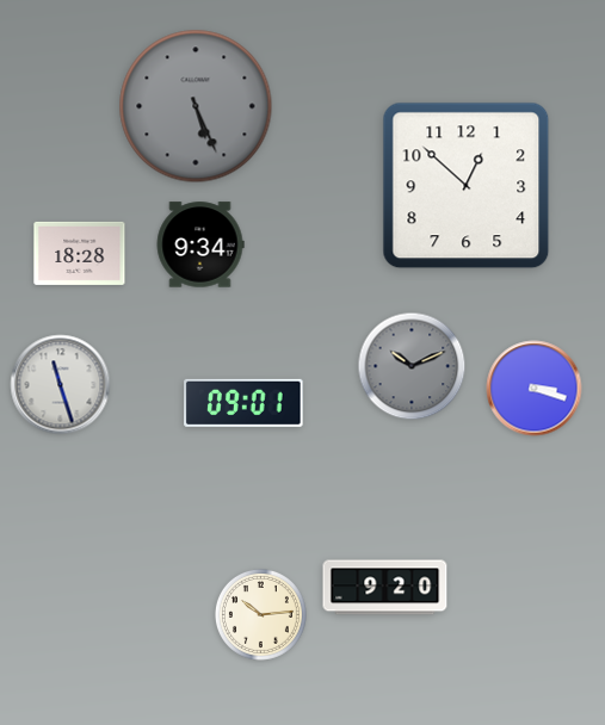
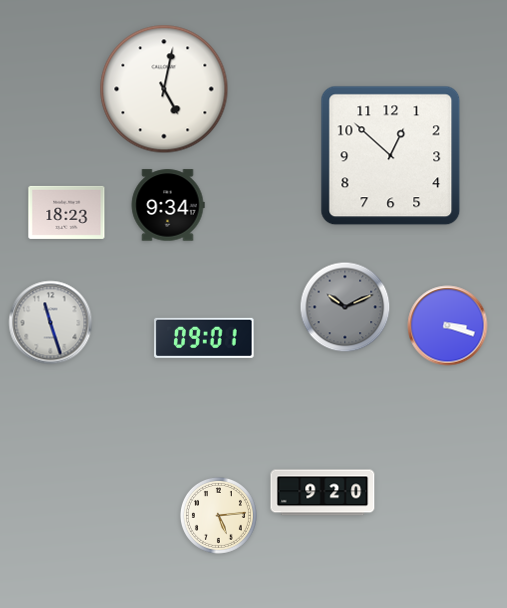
clock at (196, 106): 5:26 -> 5:02
clock at (196, 106) dial: grey -> white
clock at (80, 253): 18:28 -> 18:23
clock at (260, 614): 10:14 -> 5:14
